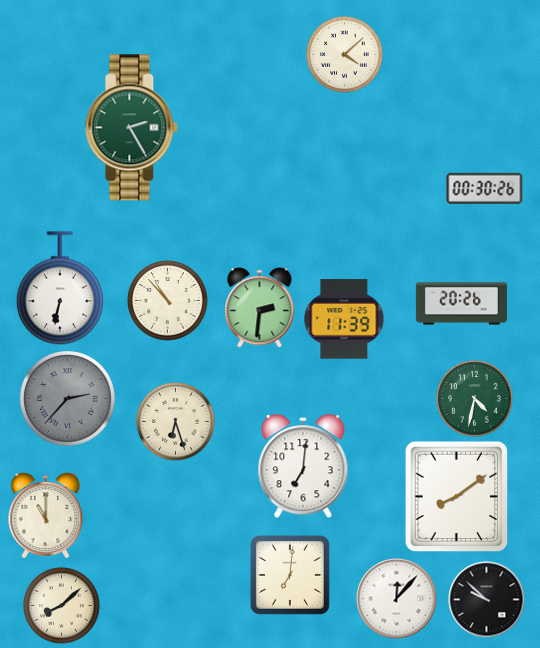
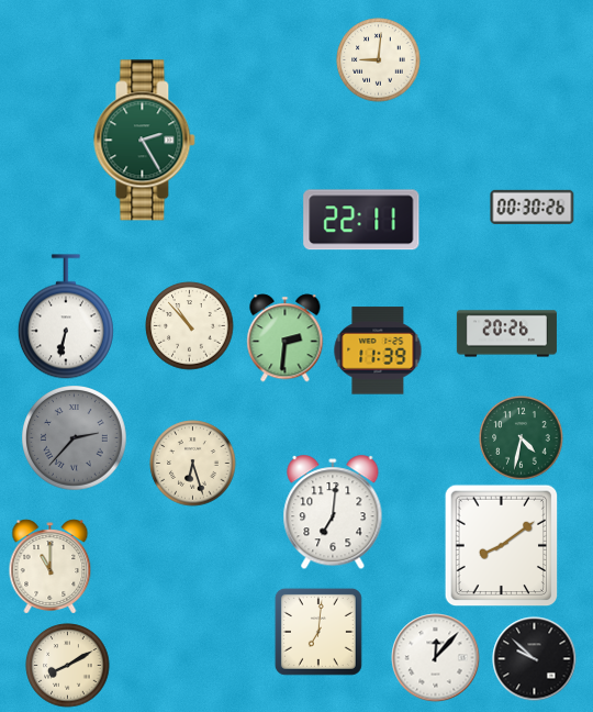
clock at (345, 55): 4:08 -> 9:01
clock at (361, 220): none -> 22:11
clock at (168, 301) position: (168, 301) -> (190, 326)
clock at (62, 606): 8:08 -> 8:10
